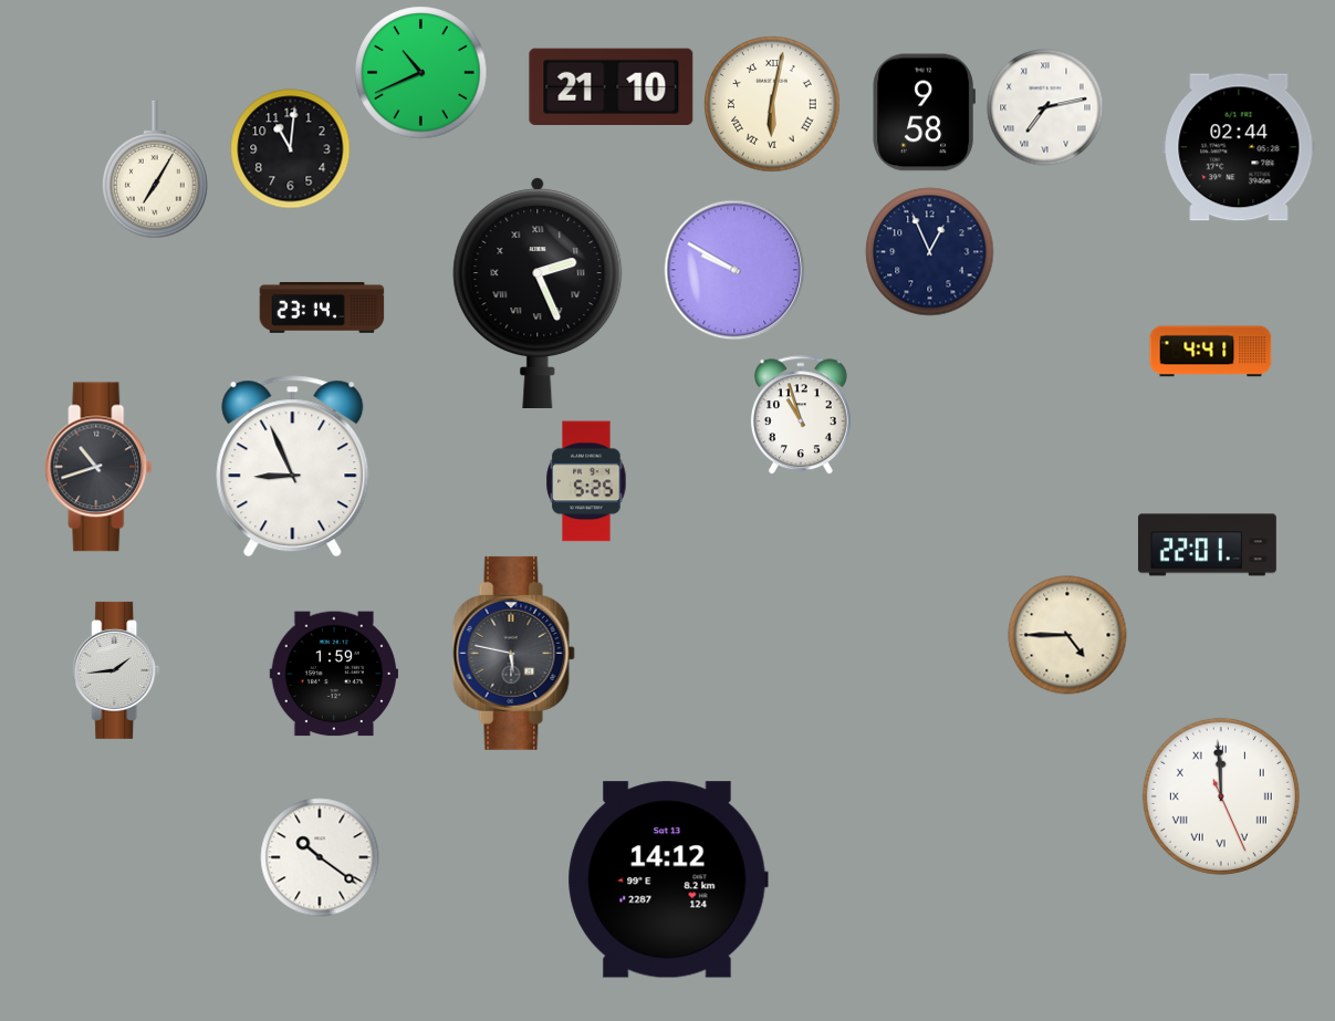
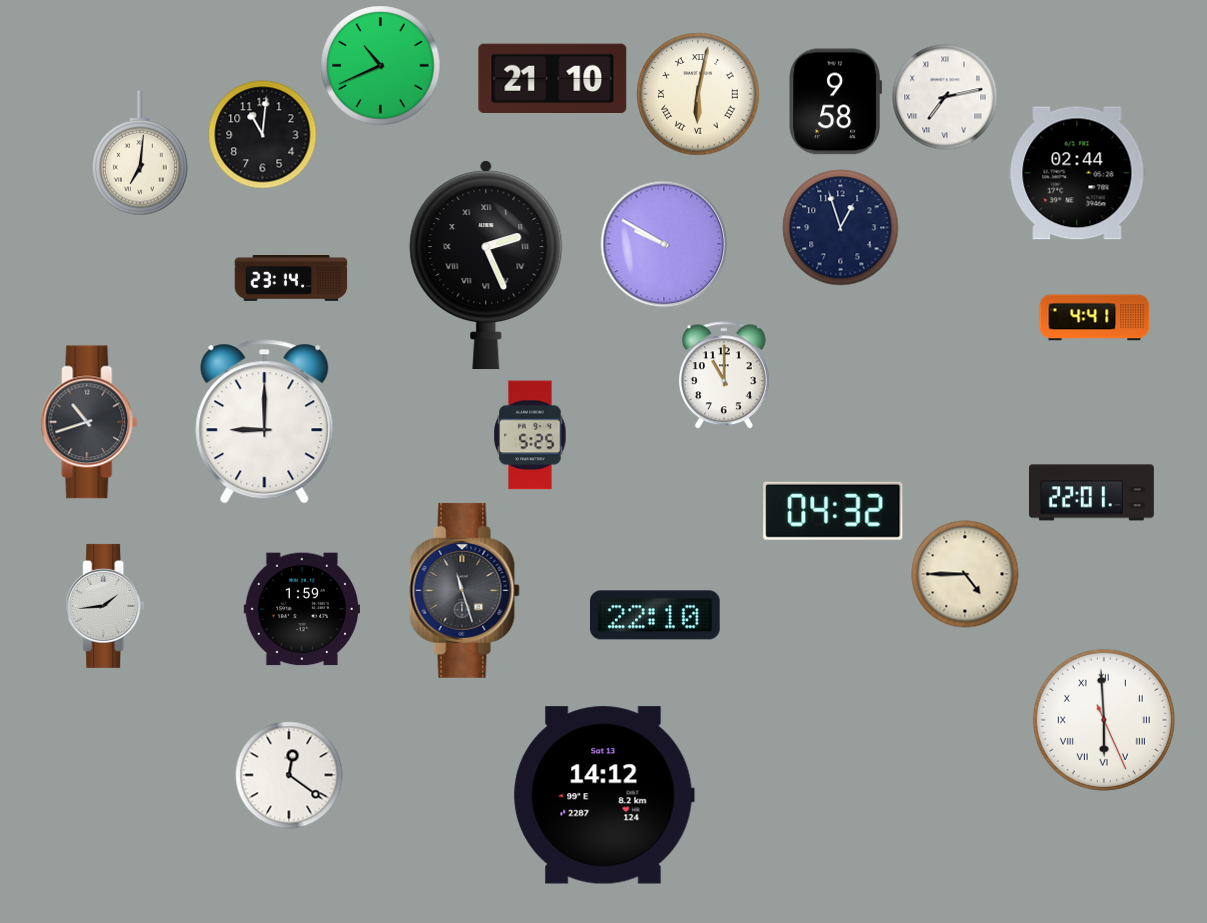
clock at (1239, 147) position: (1239, 147) -> (1077, 173)
clock at (156, 169): 7:05 -> 7:01
clock at (930, 252): 12:56 -> 12:57
clock at (801, 415): 10:57 -> 11:00
clock at (293, 467): 8:56 -> 9:00
clock at (833, 511): none -> 04:32
clock at (513, 653): 5:47 -> 11:27
clock at (656, 615): none -> 22:10
clock at (1221, 796): 11:59 -> 5:59
clock at (320, 857): 10:21 -> 12:21
